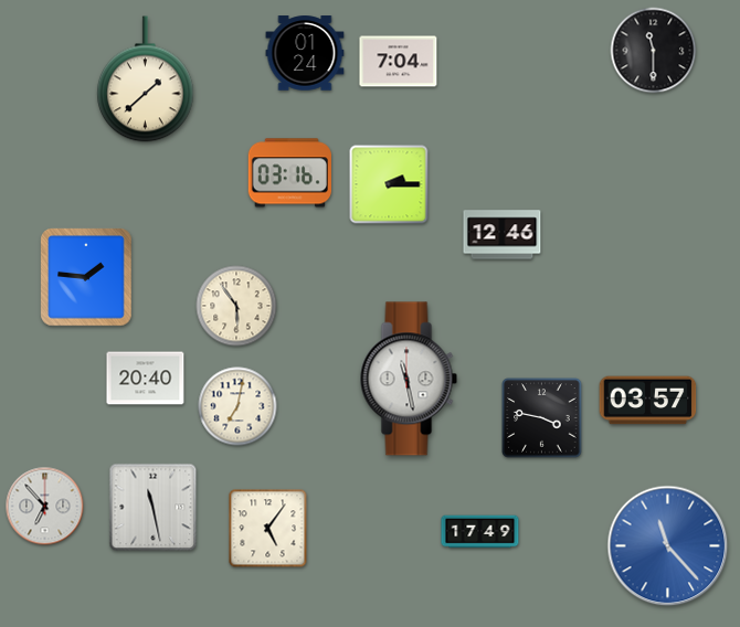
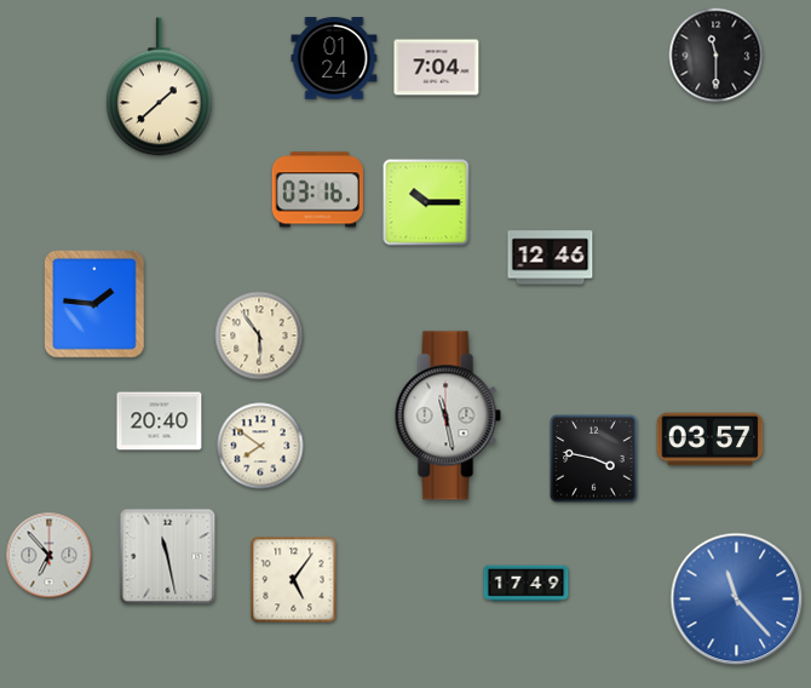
clock at (389, 184): 2:15 -> 10:15
clock at (146, 379) position: (146, 379) -> (160, 422)
clock at (237, 406): 7:02 -> 7:51
clock at (668, 546) position: (668, 546) -> (737, 600)
